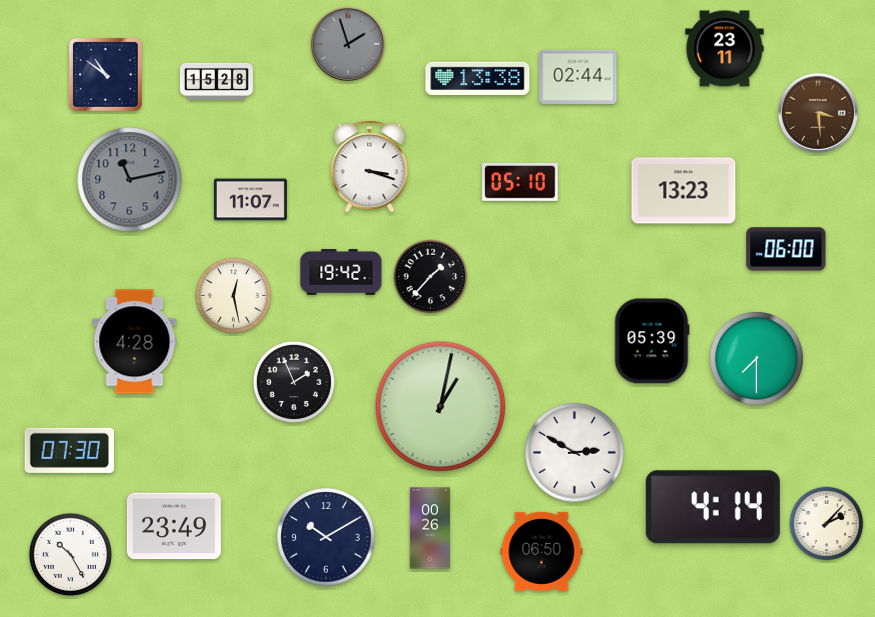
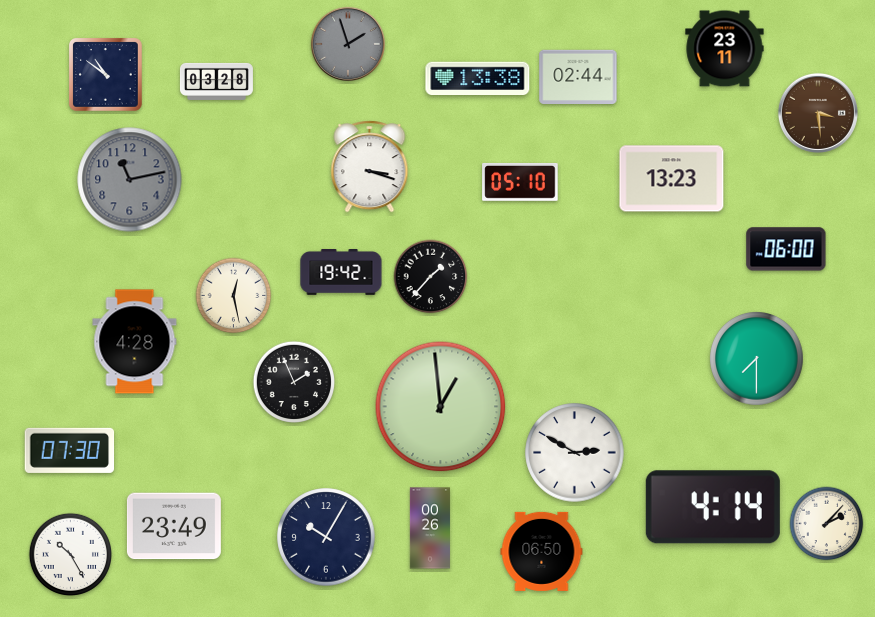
clock at (216, 81): 15:28 -> 03:28
clock at (684, 191) position: (684, 191) -> (672, 179)
clock at (250, 200): 11:07 -> none
clock at (652, 341): 05:39 -> none
clock at (441, 407): 1:02 -> 12:59
clock at (326, 537): 10:10 -> 10:05
